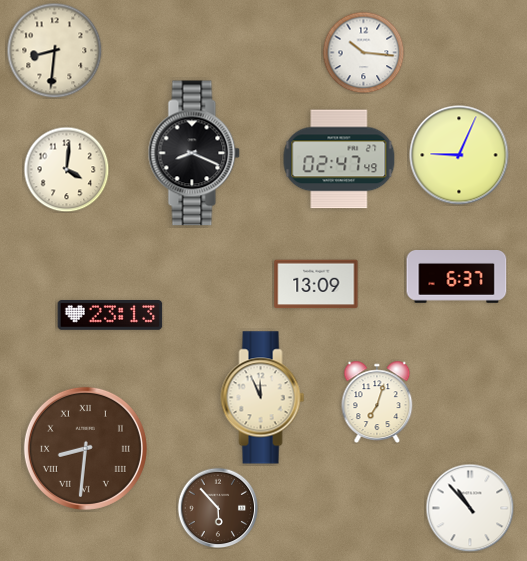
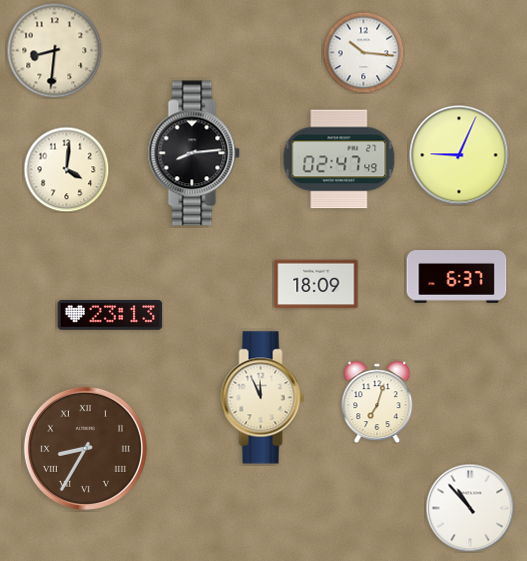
clock at (194, 153): 8:19 -> 8:14
clock at (316, 284): 13:09 -> 18:09
clock at (85, 448): 8:31 -> 8:35
clock at (218, 508): 5:53 -> none
